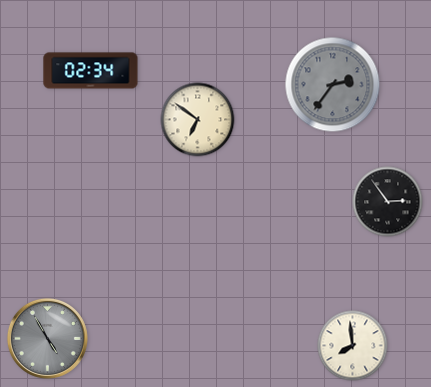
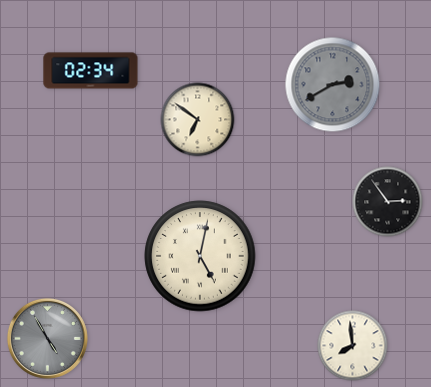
clock at (333, 85): 2:36 -> 2:40
clock at (200, 256): none -> 5:02
